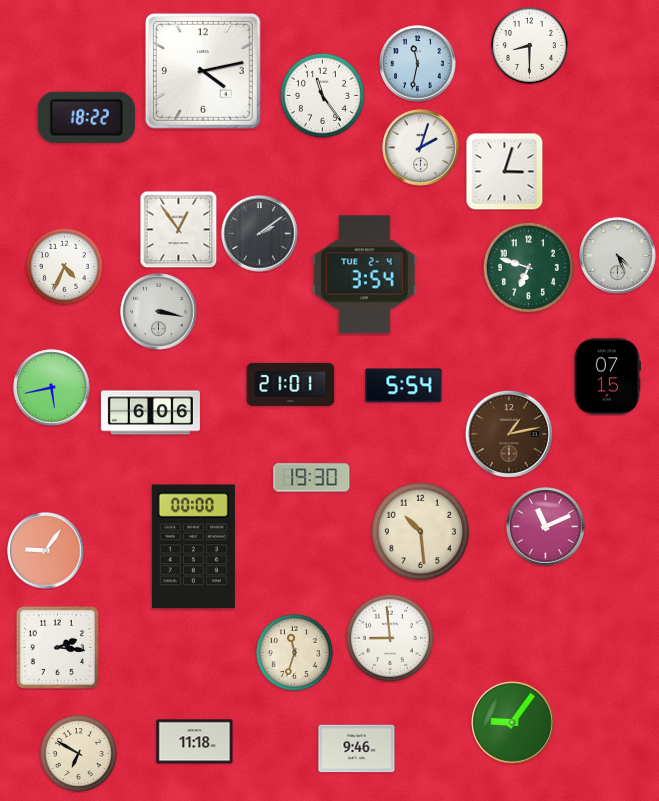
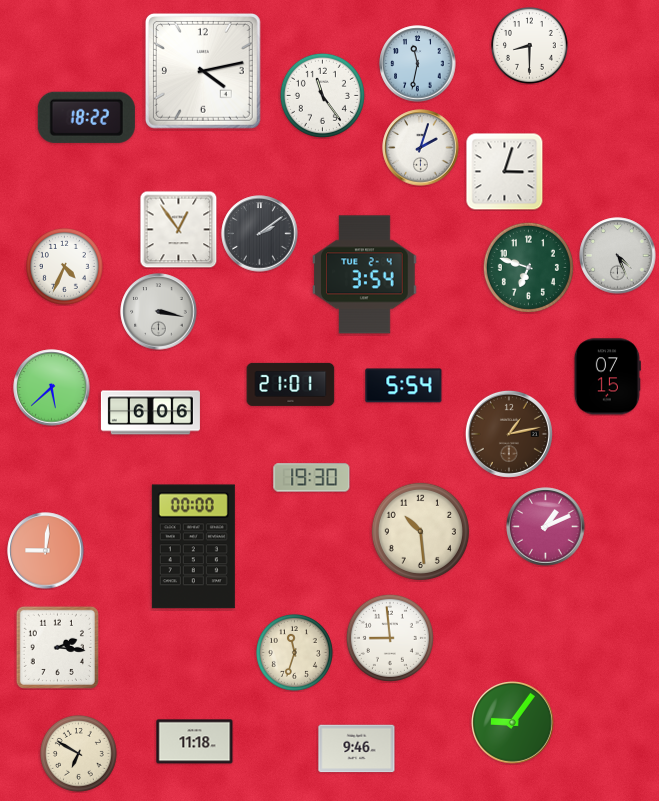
clock at (52, 388): 5:43 -> 5:38
clock at (546, 527): 11:11 -> 1:11
clock at (46, 551): 9:06 -> 9:01
